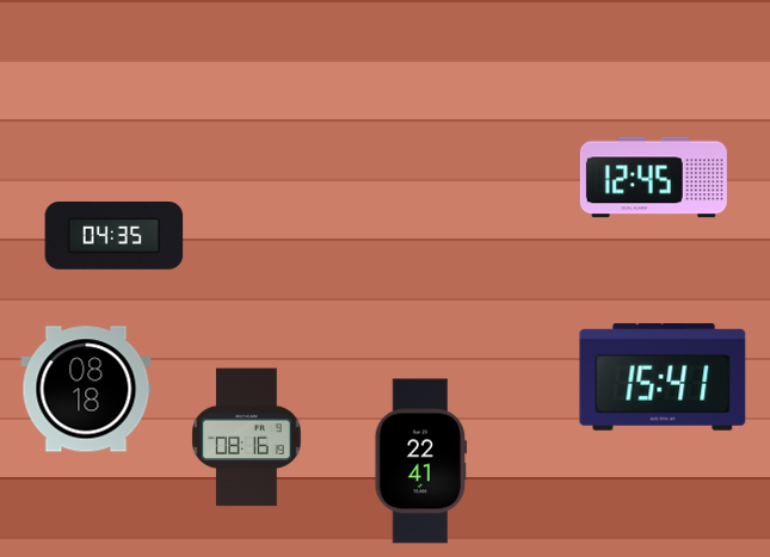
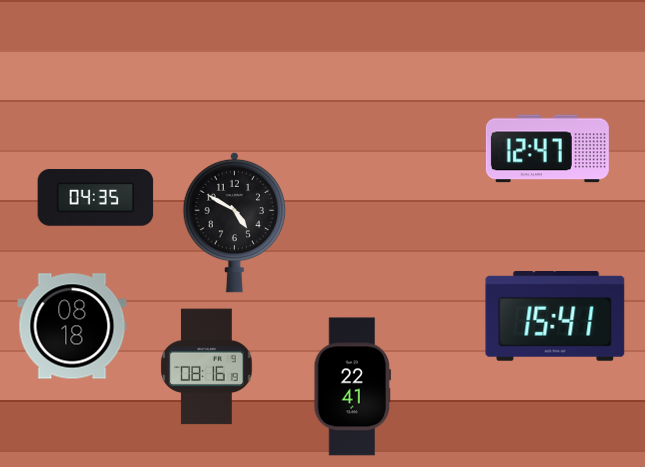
clock at (653, 178): 12:45 -> 12:47
clock at (234, 222): none -> 4:50
